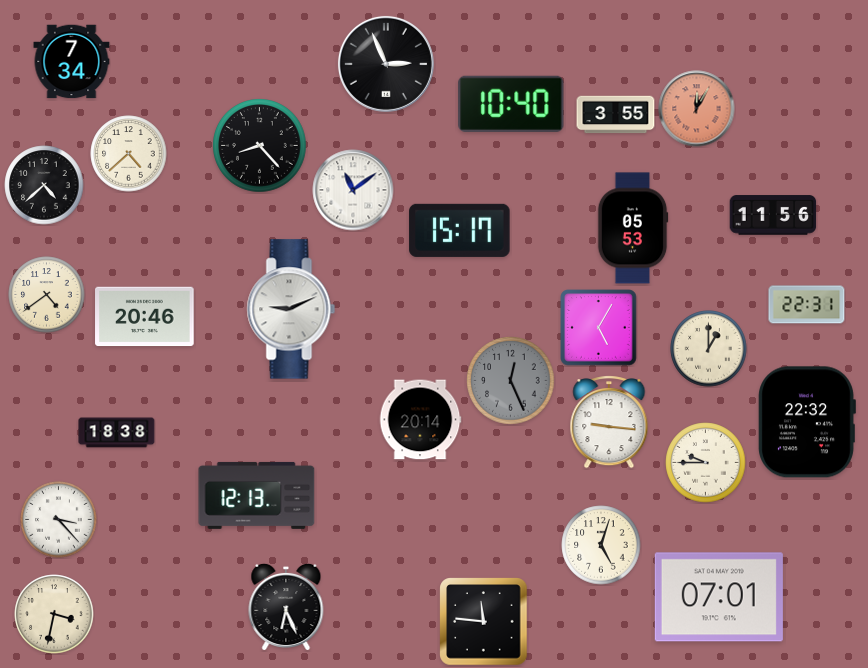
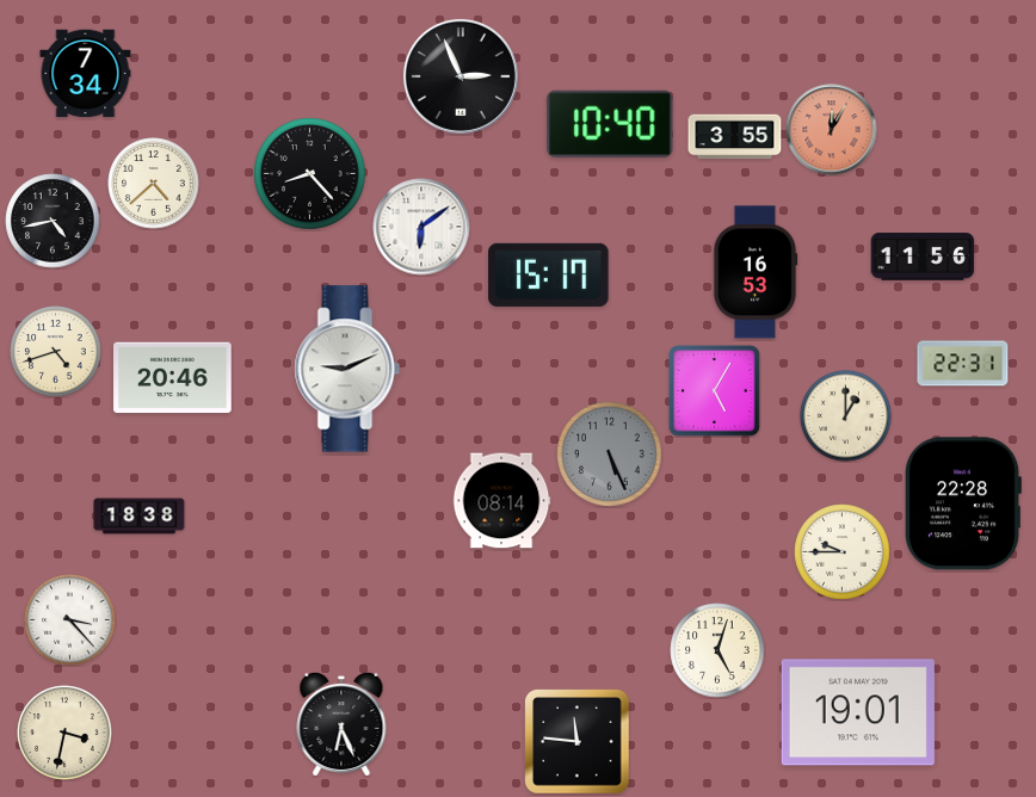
clock at (44, 185): 4:38 -> 4:43
clock at (353, 190): 11:09 -> 6:09
clock at (633, 228): 05:53 -> 16:53
clock at (47, 295): 4:39 -> 4:42
clock at (511, 381): 12:26 -> 5:26
clock at (420, 420): 20:14 -> 08:14
clock at (807, 422): 22:32 -> 22:28
clock at (609, 423): 9:16 -> none
clock at (257, 495): 12:13 -> none
clock at (719, 597): 07:01 -> 19:01
